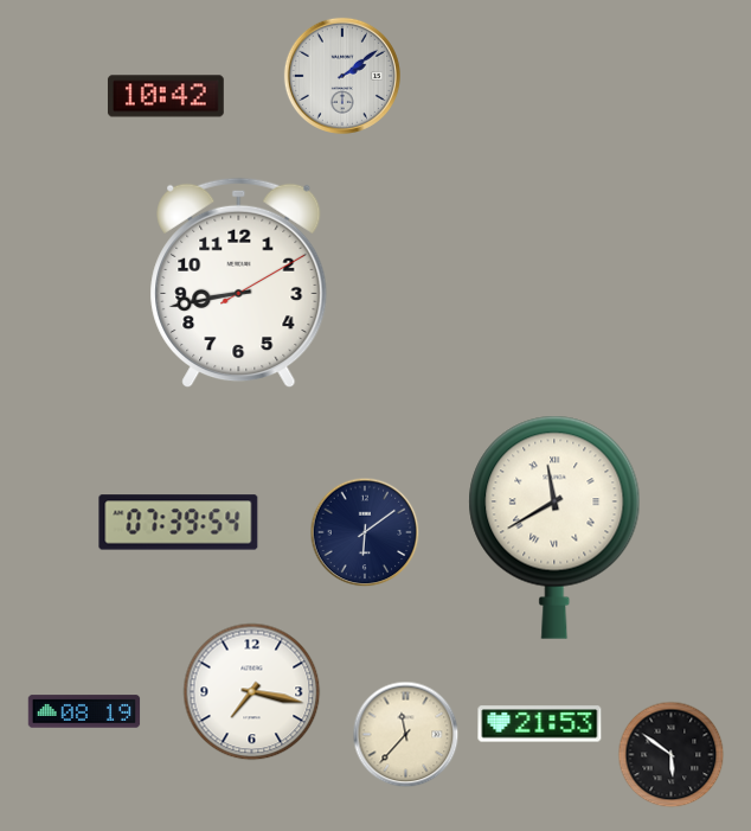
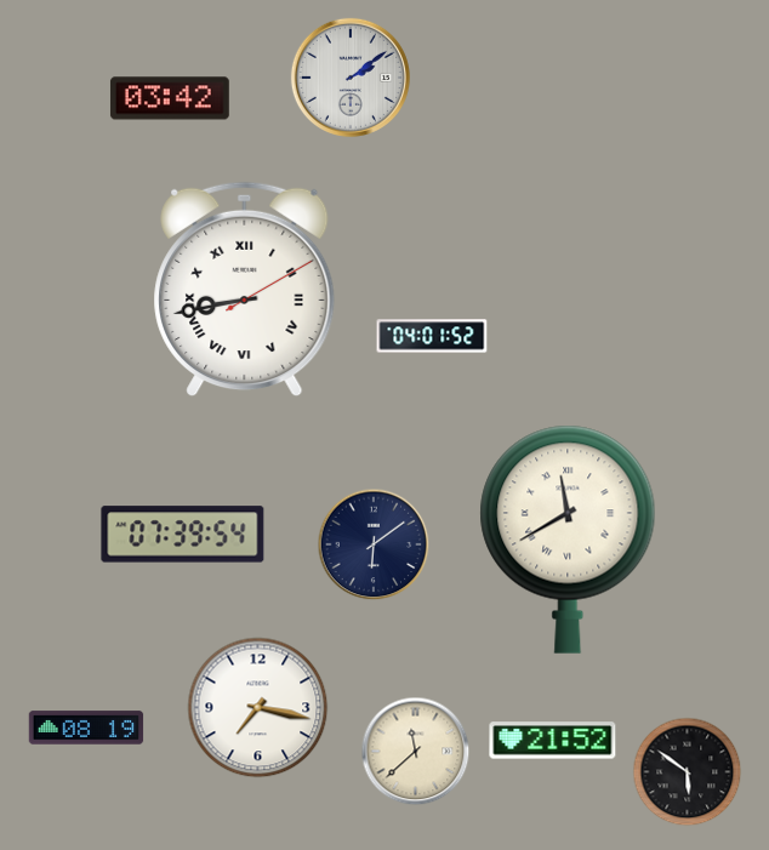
clock at (166, 96): 10:42 -> 03:42
clock at (239, 283) numerals: Arabic -> Roman
clock at (432, 336): none -> 04:01
clock at (540, 724): 21:53 -> 21:52
clock at (406, 735): 11:37 -> 11:38
